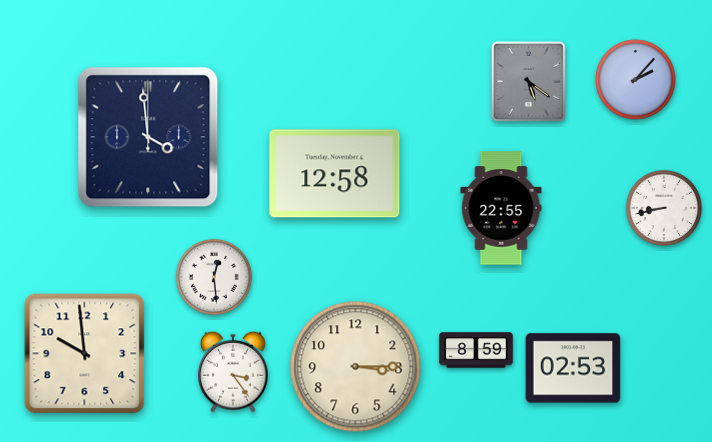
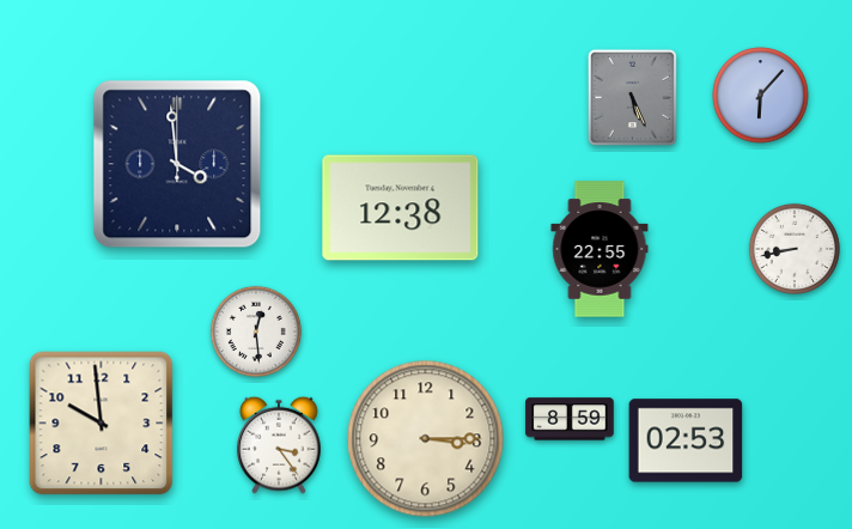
clock at (636, 80): 2:07 -> 6:07
clock at (528, 81): 5:21 -> 5:26
clock at (335, 174): 12:58 -> 12:38
